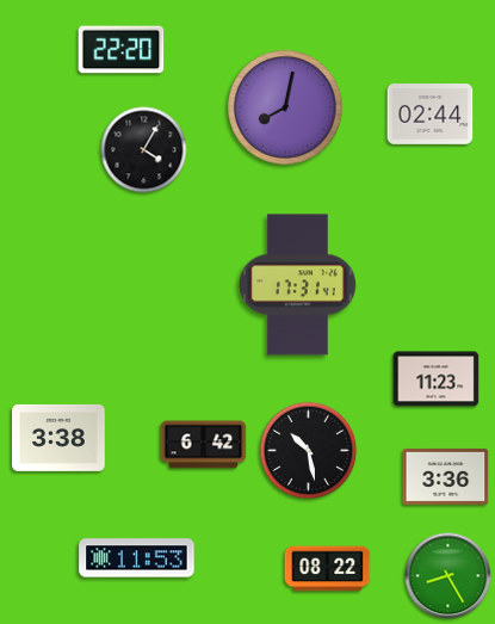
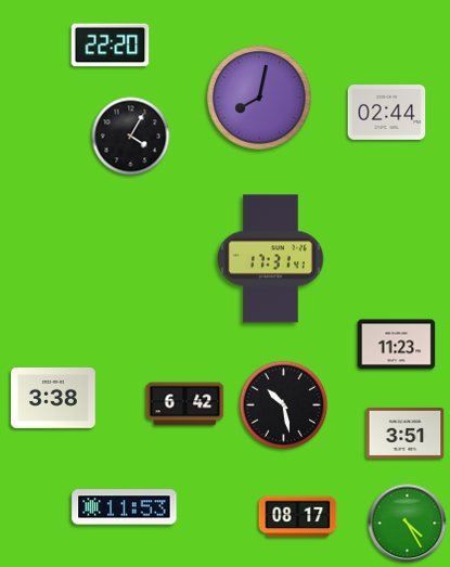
clock at (431, 115) position: (431, 115) -> (387, 113)
clock at (309, 451) position: (309, 451) -> (284, 405)
clock at (446, 476): 3:36 -> 3:51
clock at (328, 569): 08:22 -> 08:17
clock at (448, 576): 8:25 -> 4:25
